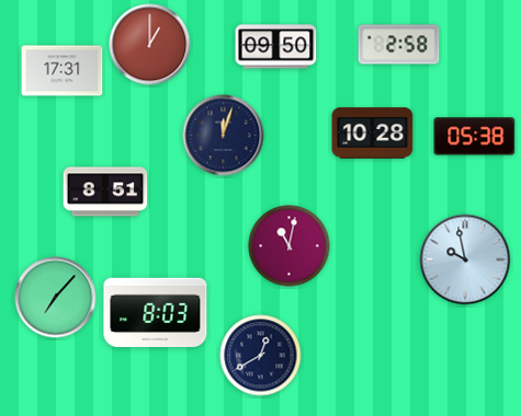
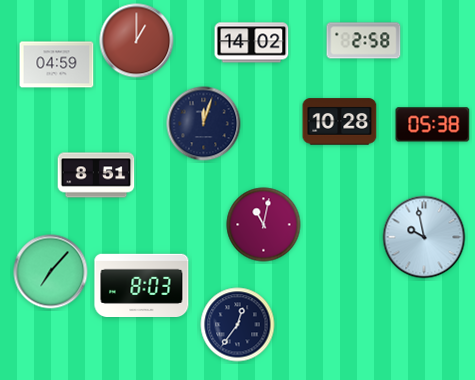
clock at (276, 47): 09:50 -> 14:02
clock at (63, 71): 17:31 -> 04:59
clock at (261, 356): 12:40 -> 12:36
